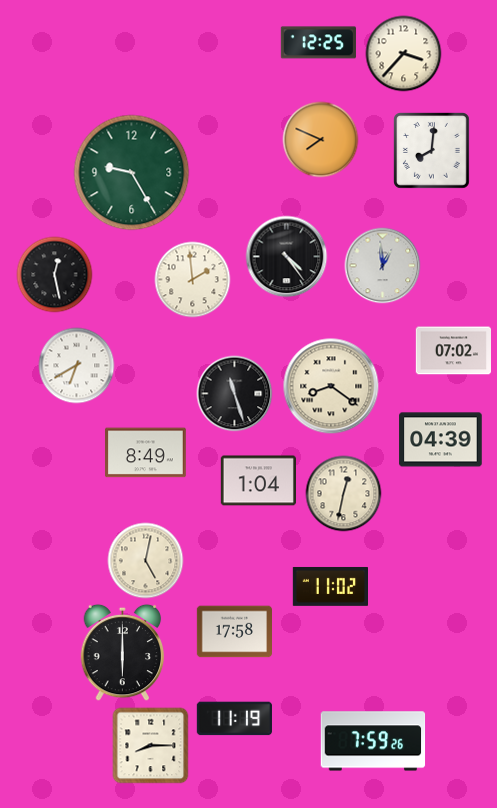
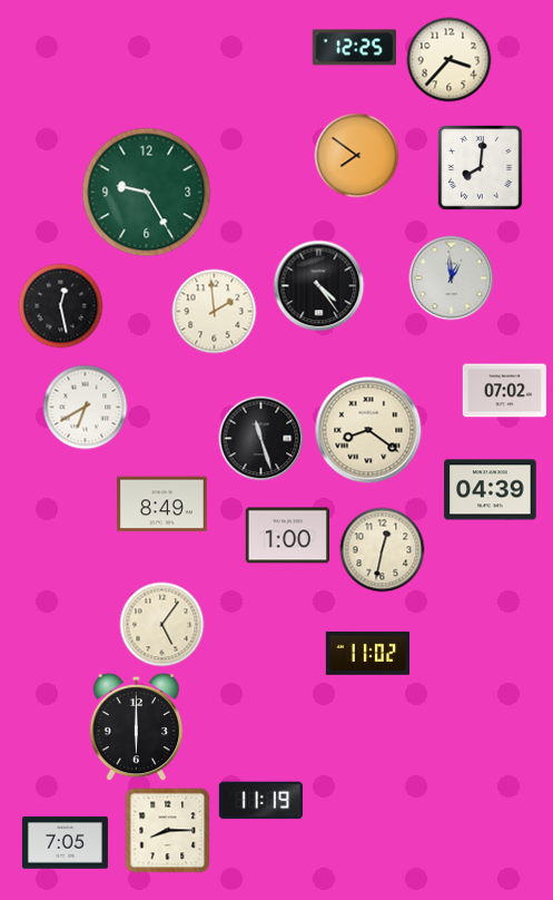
clock at (321, 140): 7:49 -> 7:51
clock at (383, 266) position: (383, 266) -> (452, 278)
clock at (258, 481): 1:04 -> 1:00
clock at (146, 561): 5:02 -> 5:06
clock at (234, 632): 17:58 -> none
clock at (373, 741): 7:59 -> none
clock at (65, 843): none -> 7:05
